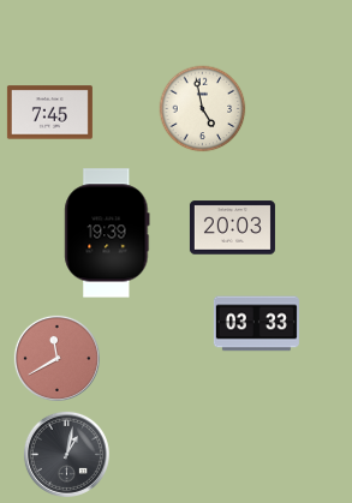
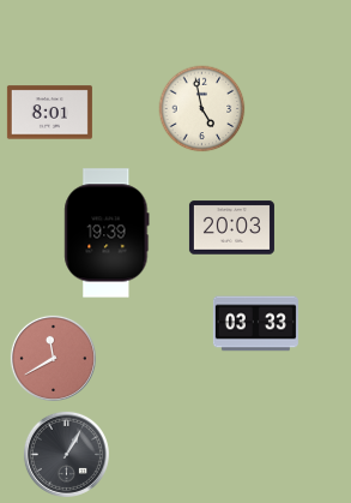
clock at (49, 113): 7:45 -> 8:01
clock at (56, 358) position: (56, 358) -> (53, 358)
clock at (66, 454): 1:02 -> 1:05
